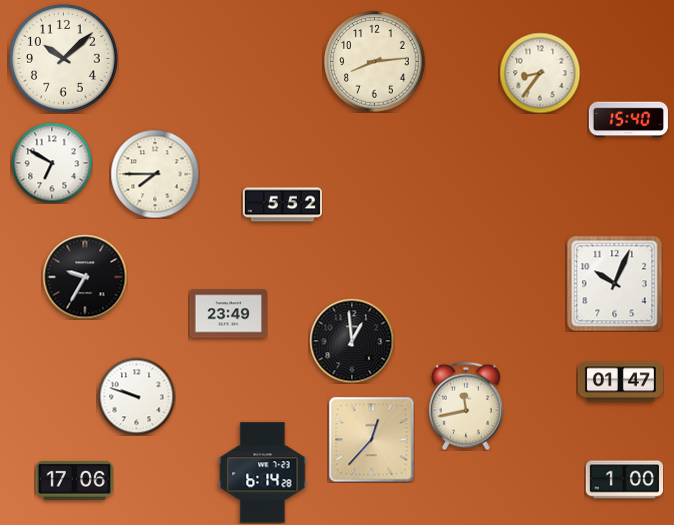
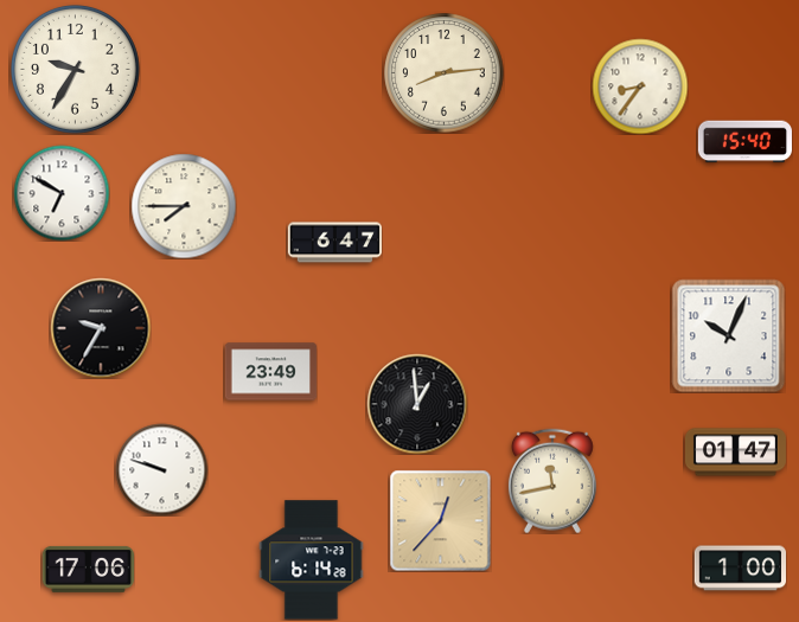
clock at (63, 58): 10:08 -> 9:35
clock at (282, 205): 5:52 -> 6:47
